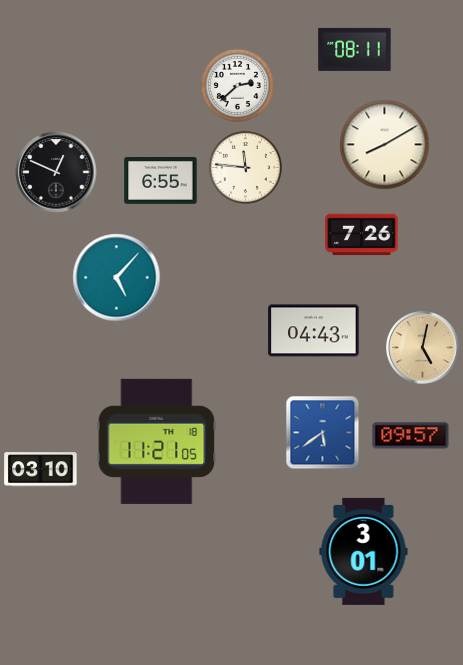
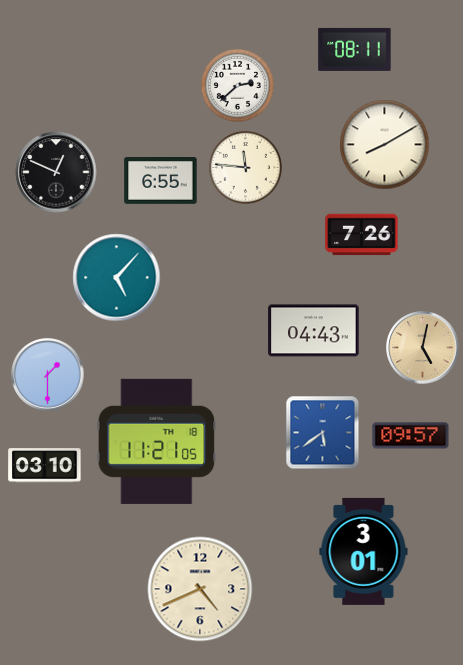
clock at (48, 375): none -> 1:30
clock at (41, 470) position: (41, 470) -> (45, 466)
clock at (200, 589): none -> 4:41
